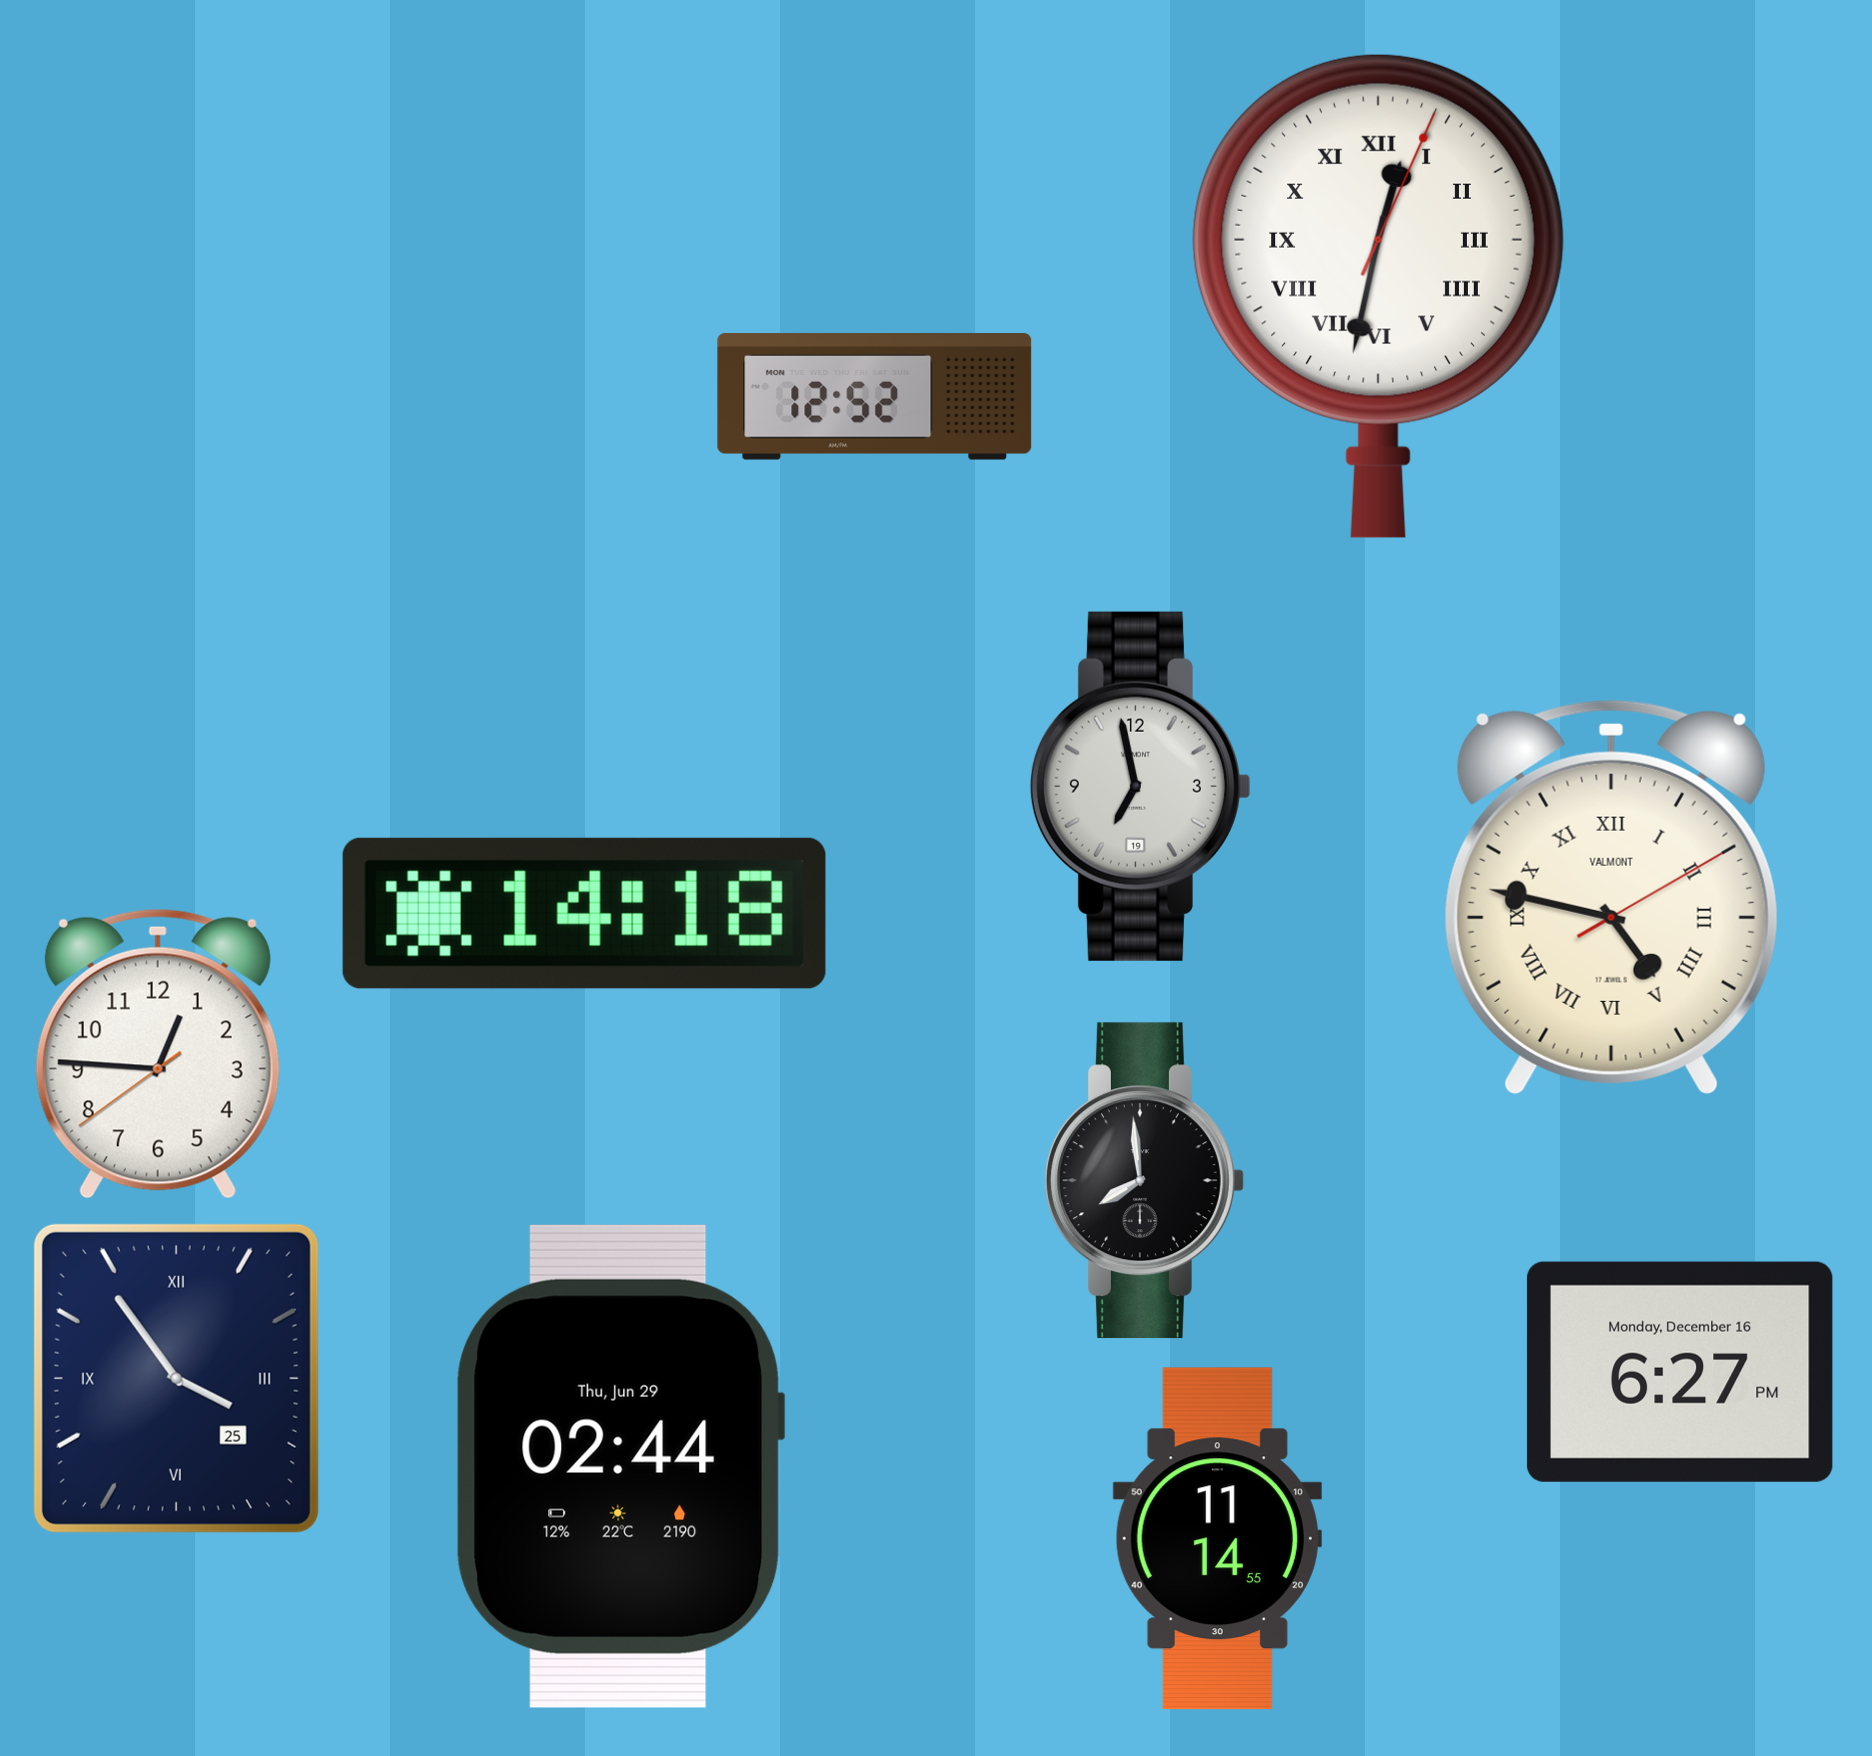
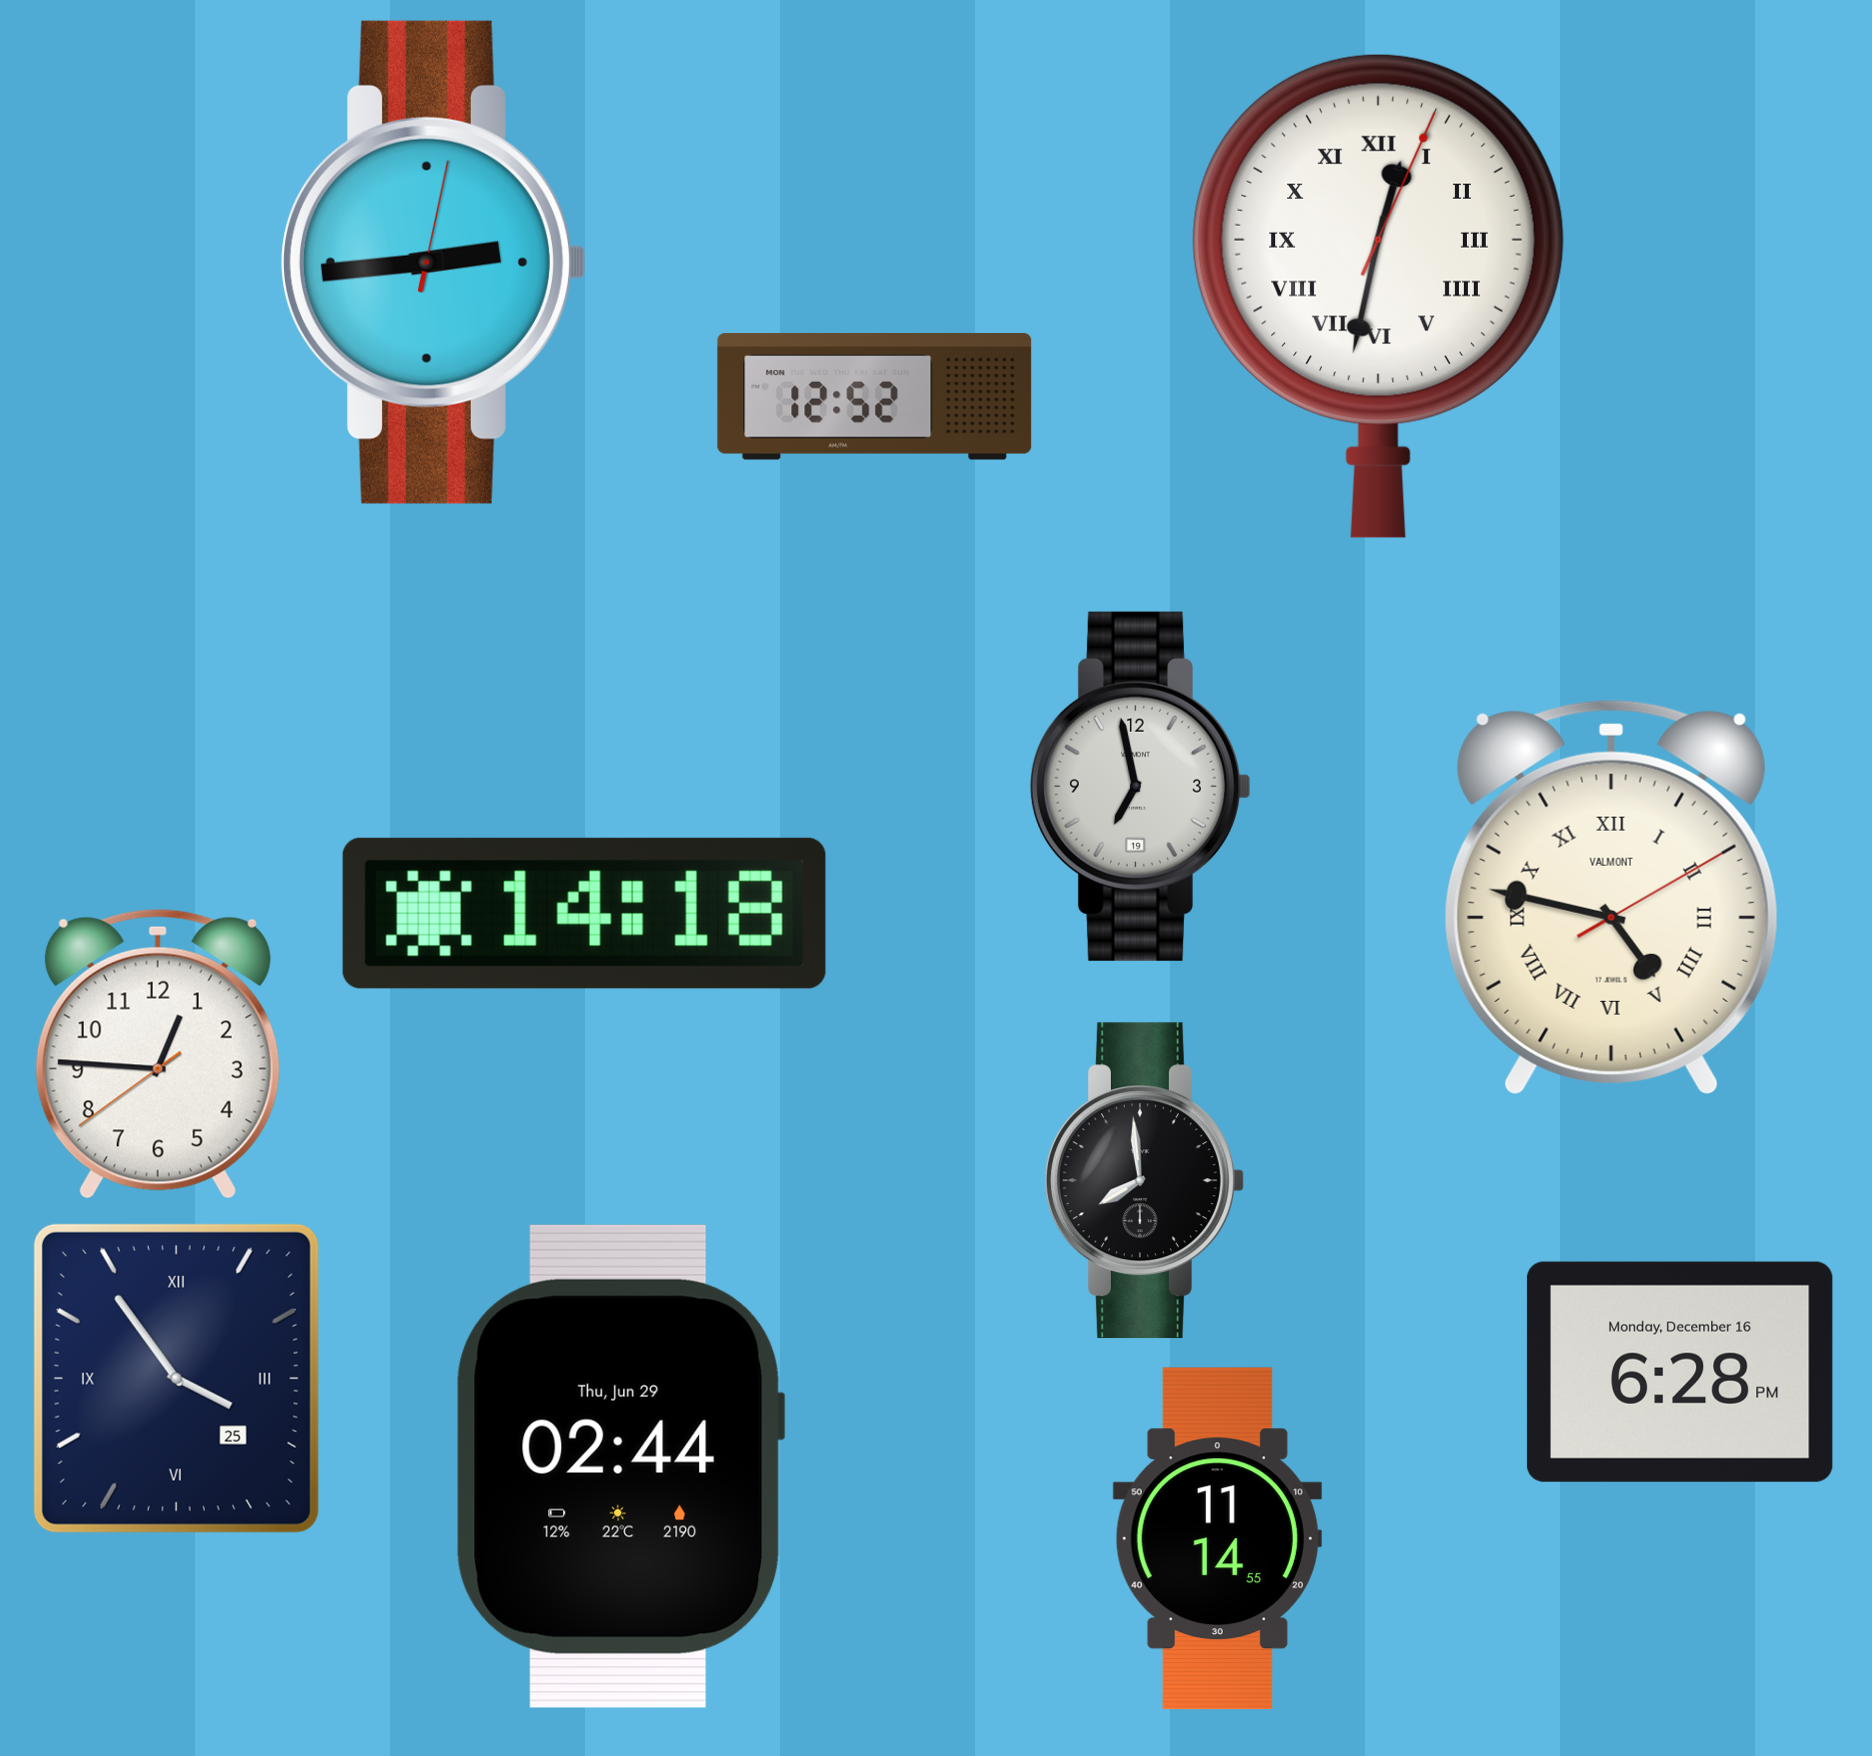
clock at (434, 262): none -> 2:44
clock at (1680, 1372): 6:27 -> 6:28
